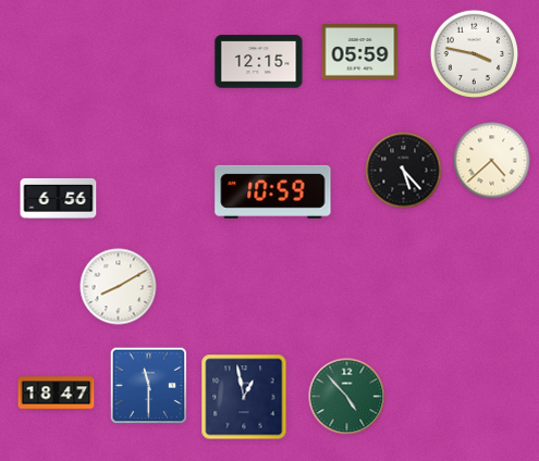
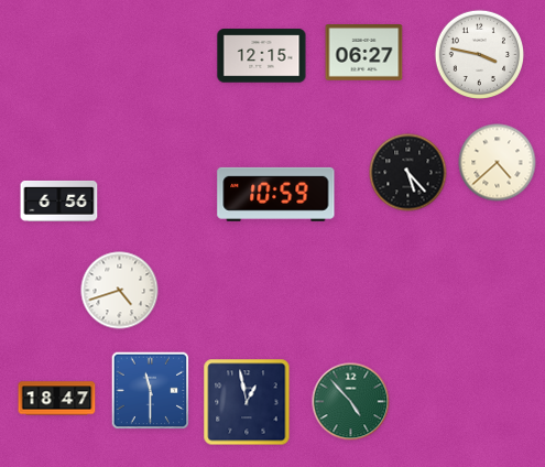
clock at (360, 52): 05:59 -> 06:27
clock at (259, 62) position: (259, 62) -> (262, 56)
clock at (119, 287): 8:10 -> 4:42
